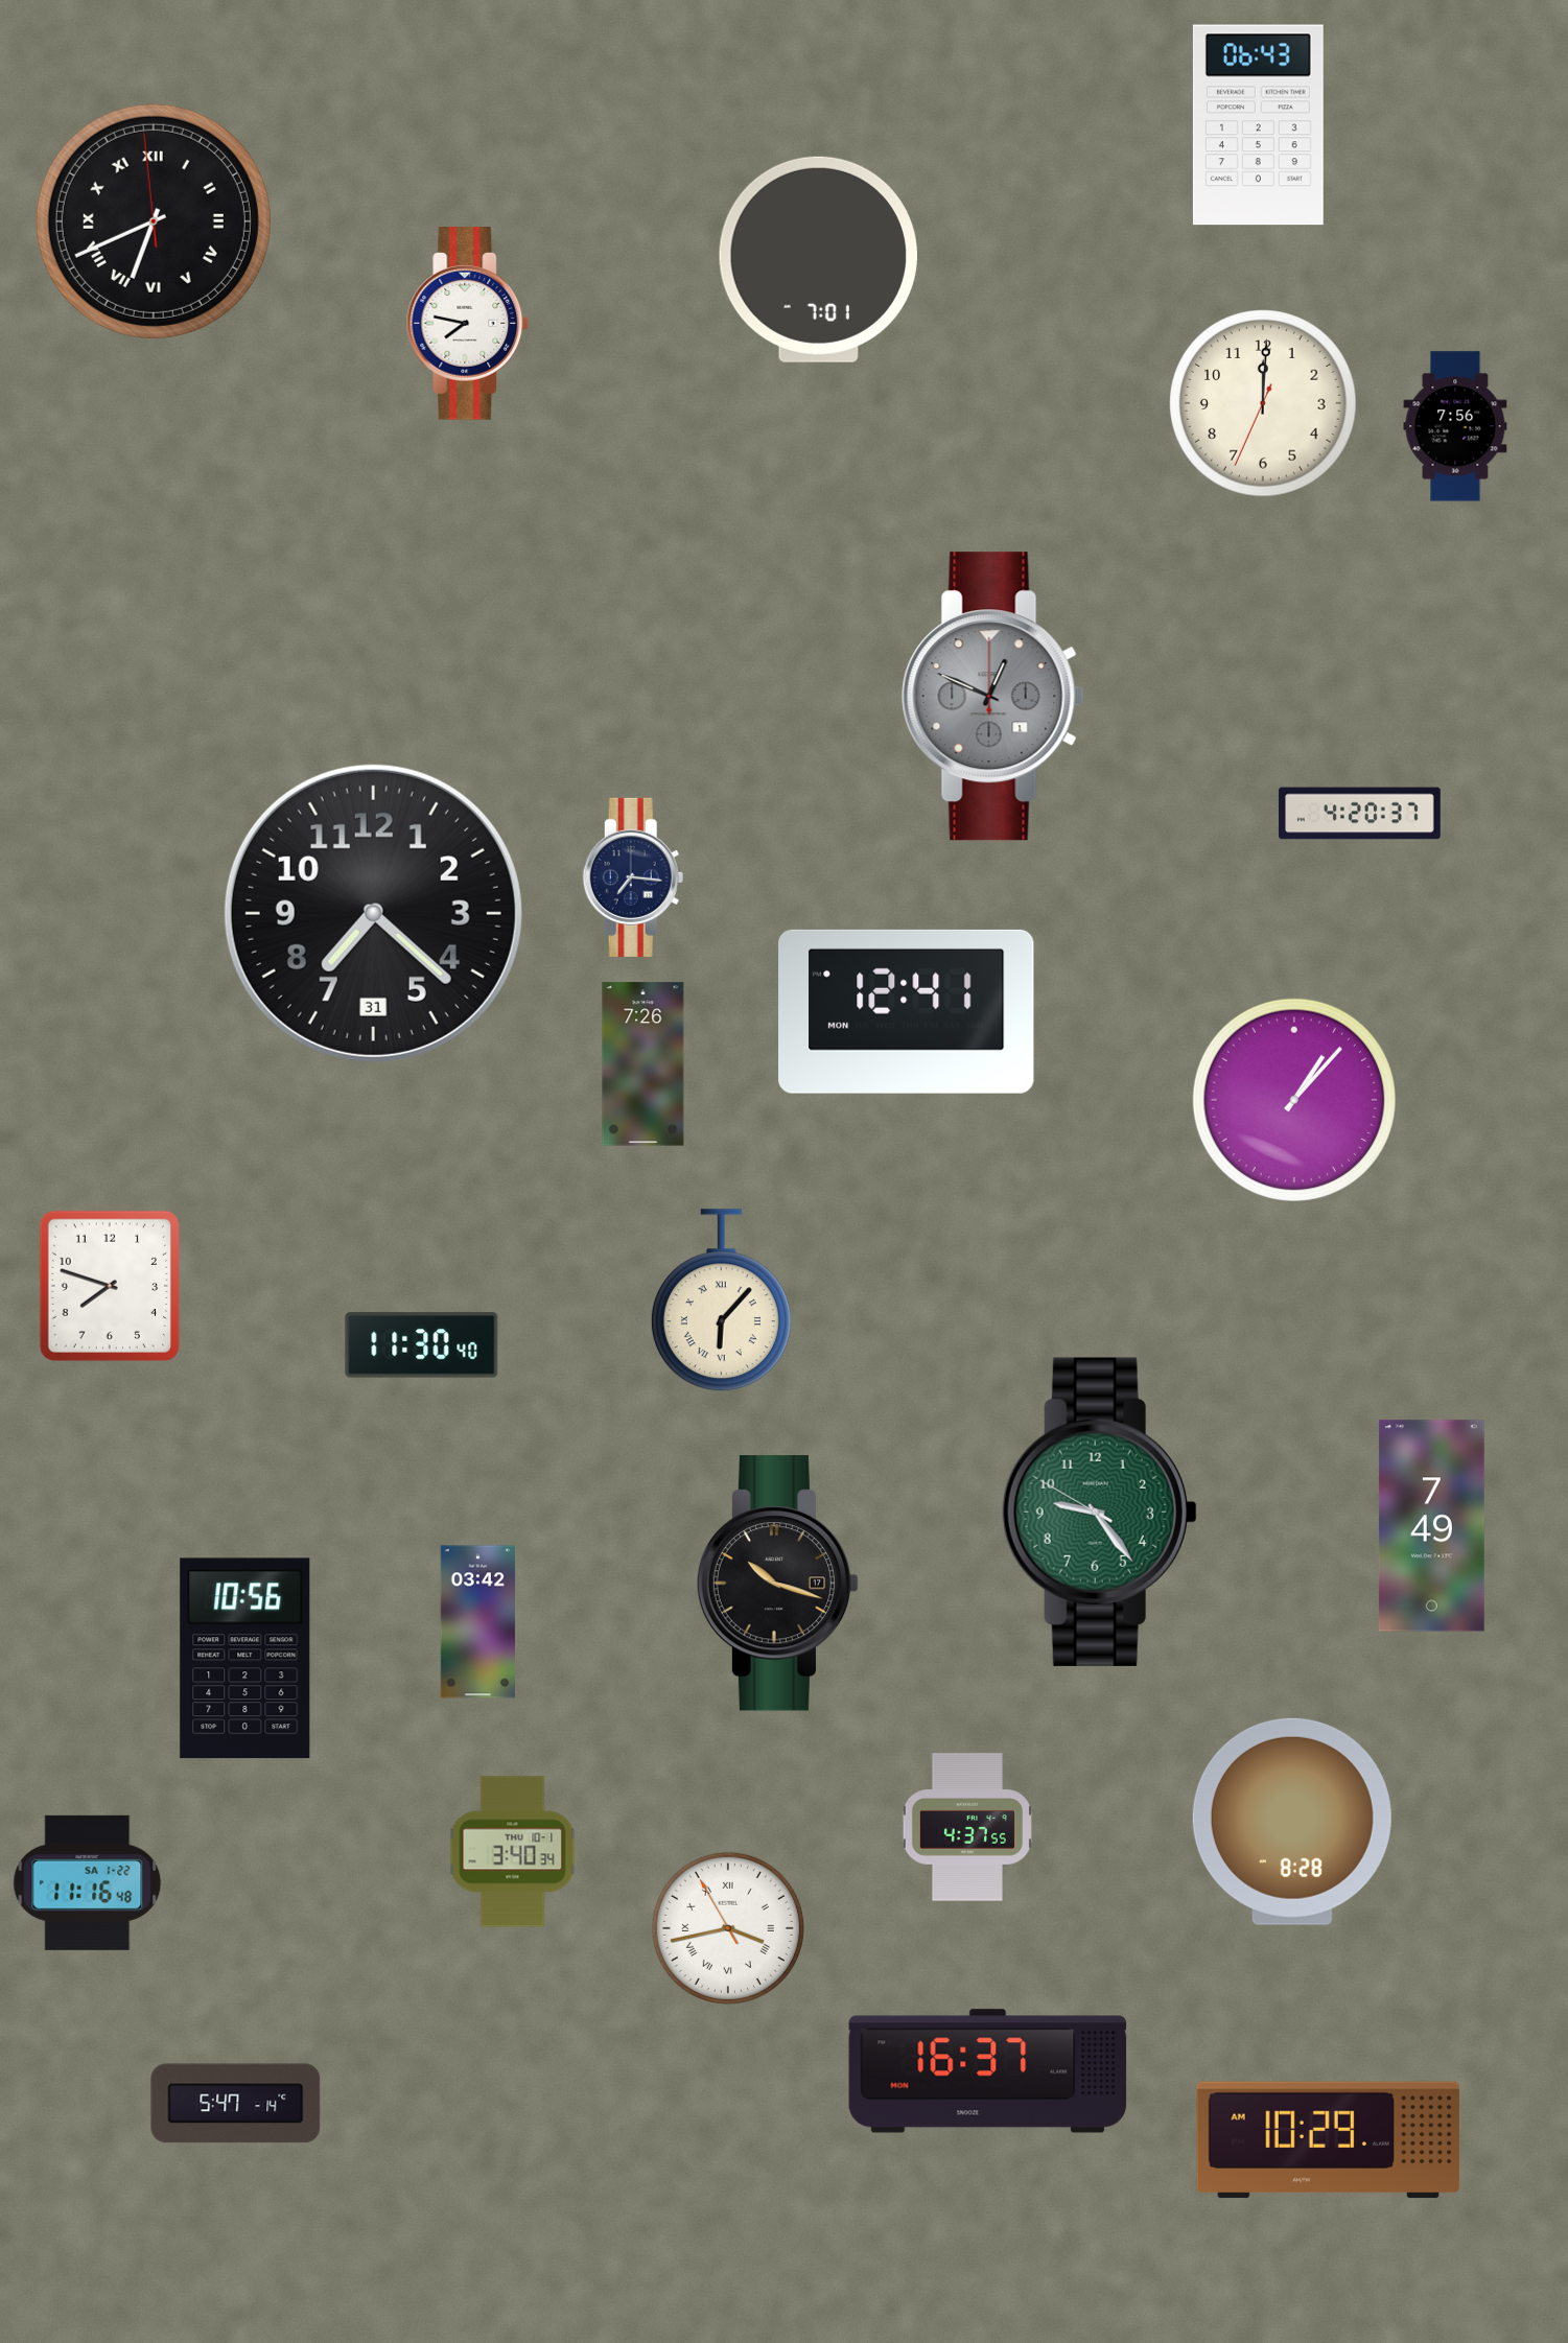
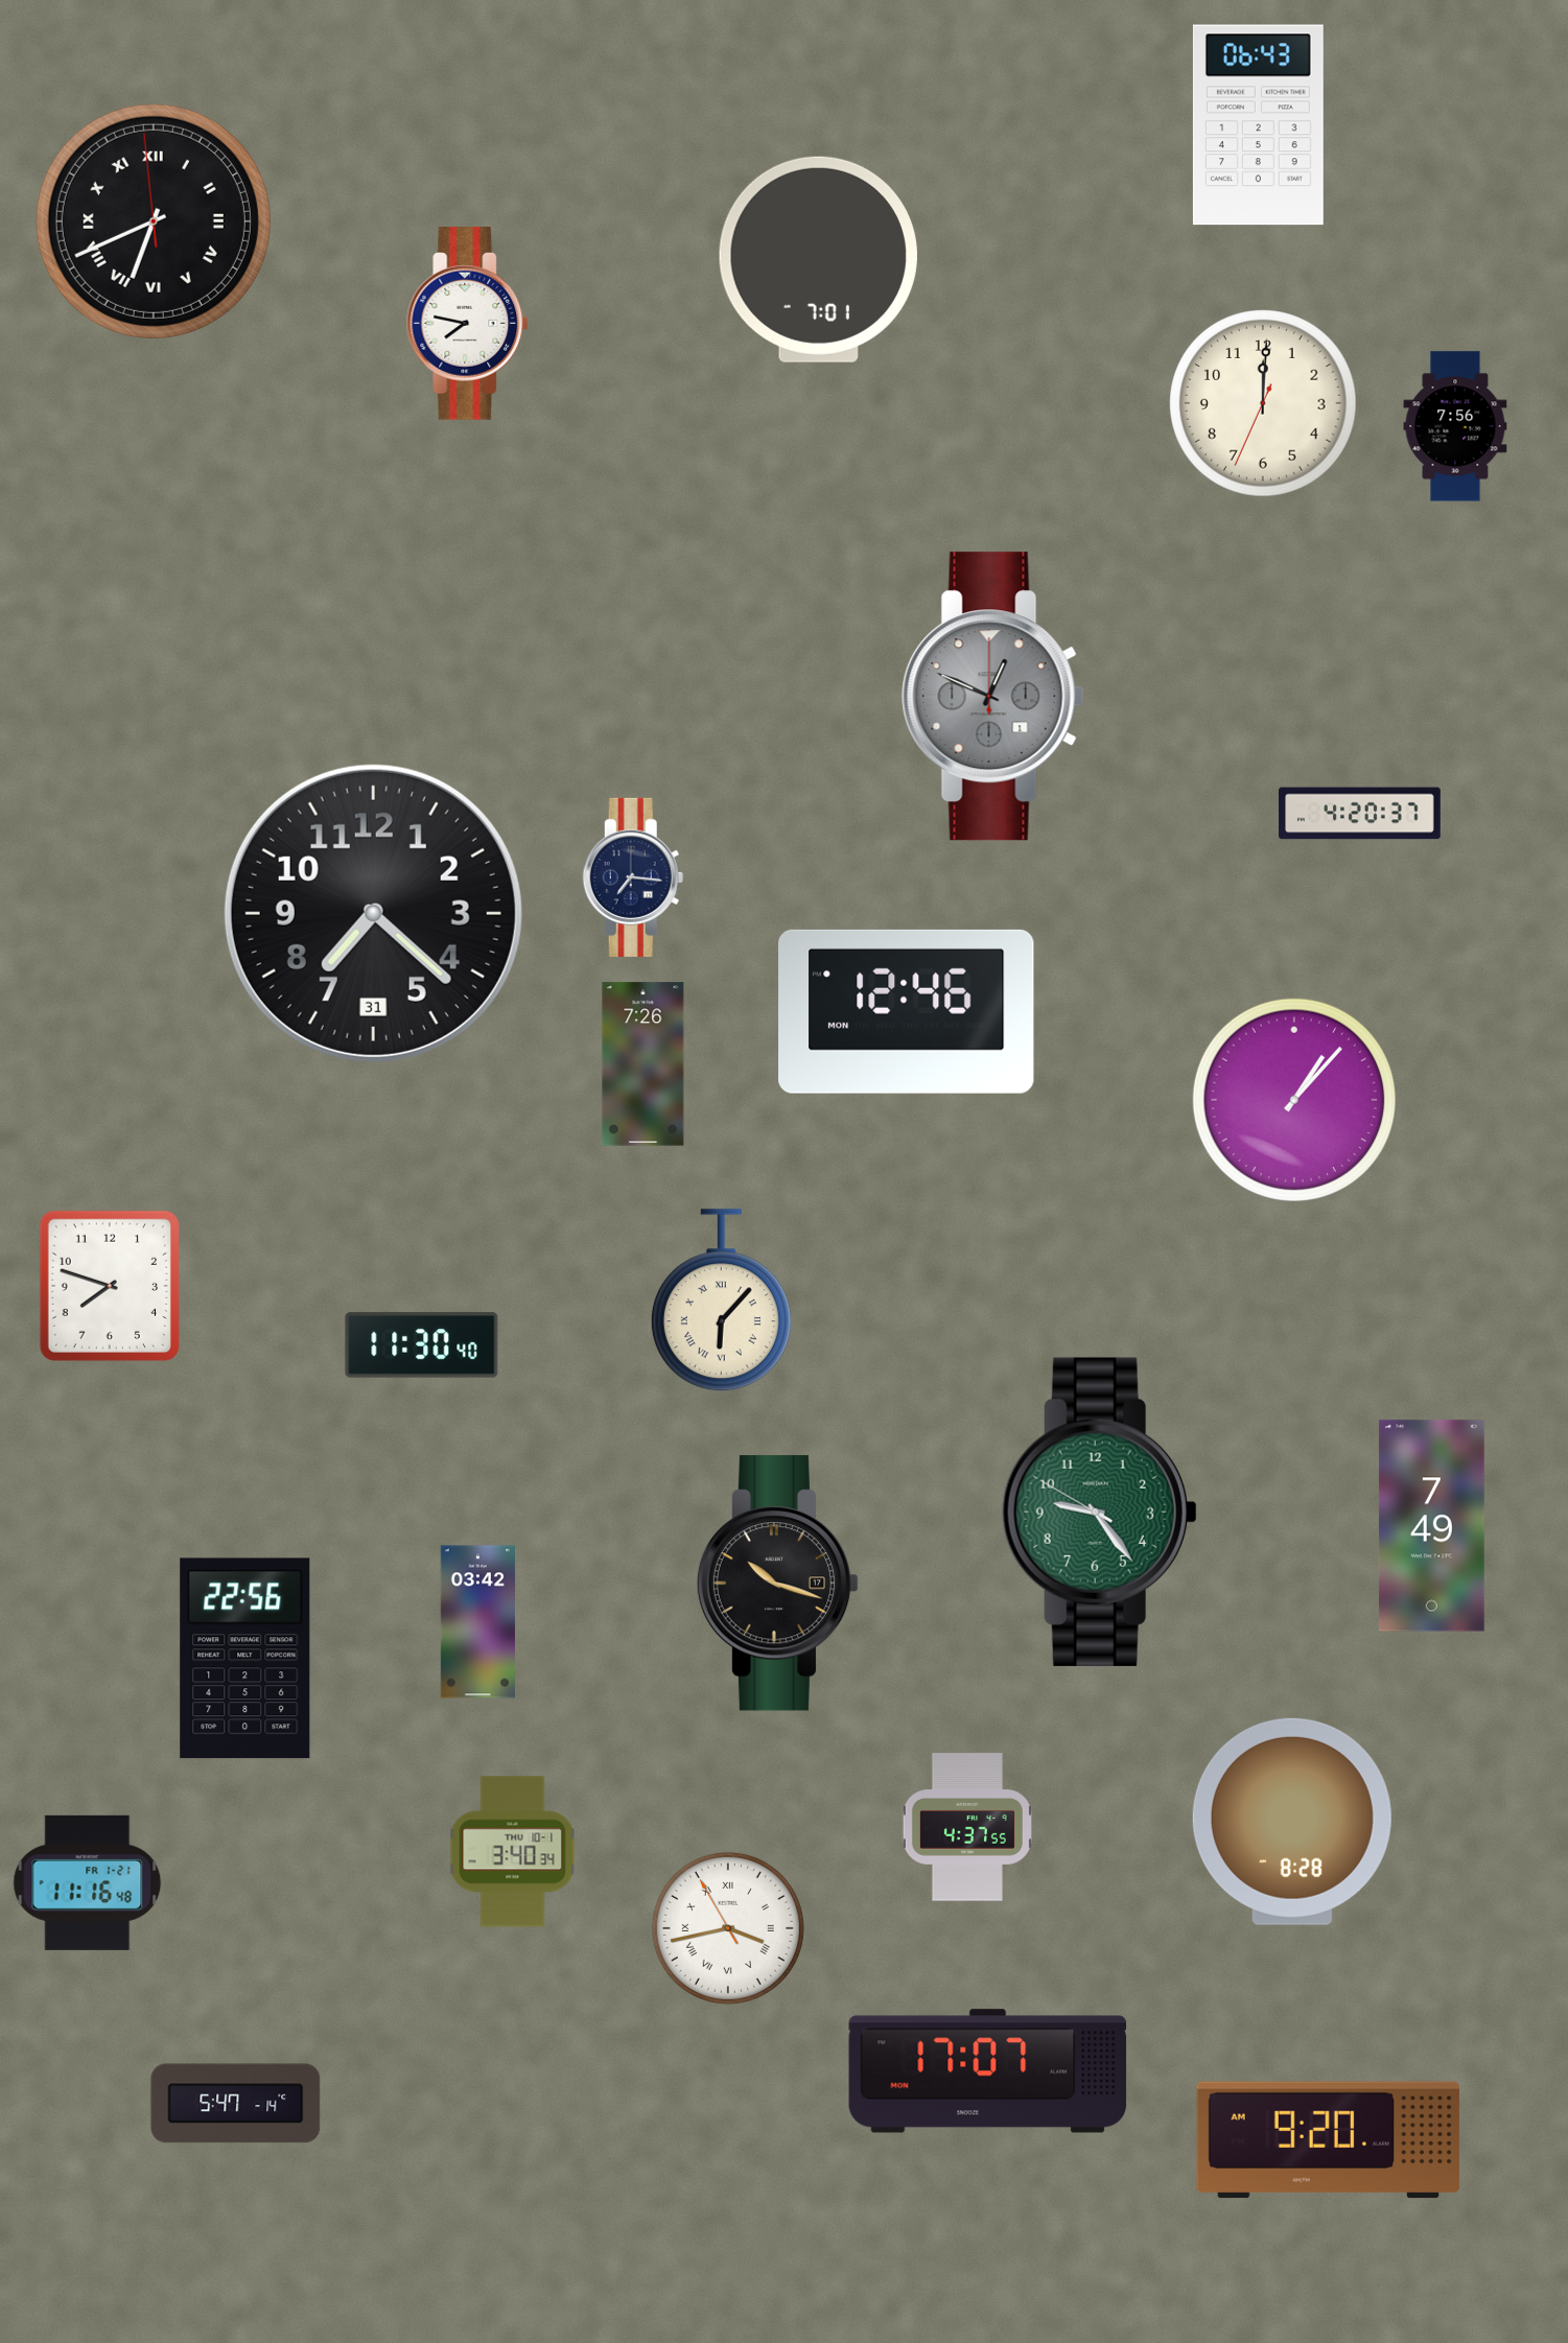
clock at (907, 1011): 12:41 -> 12:46
clock at (245, 1659): 10:56 -> 22:56
clock at (88, 1882) date: SA 1-22 -> FR 1-21
clock at (988, 2071): 16:37 -> 17:07
clock at (1329, 2140): 10:29 -> 9:20
